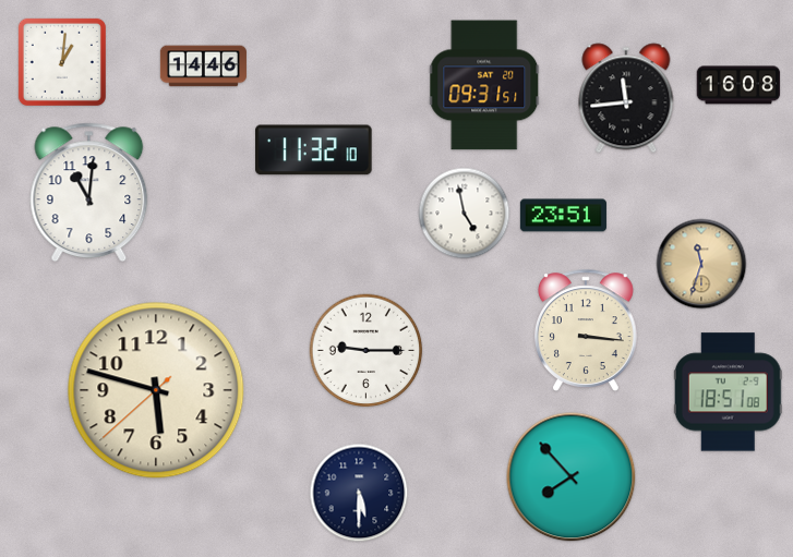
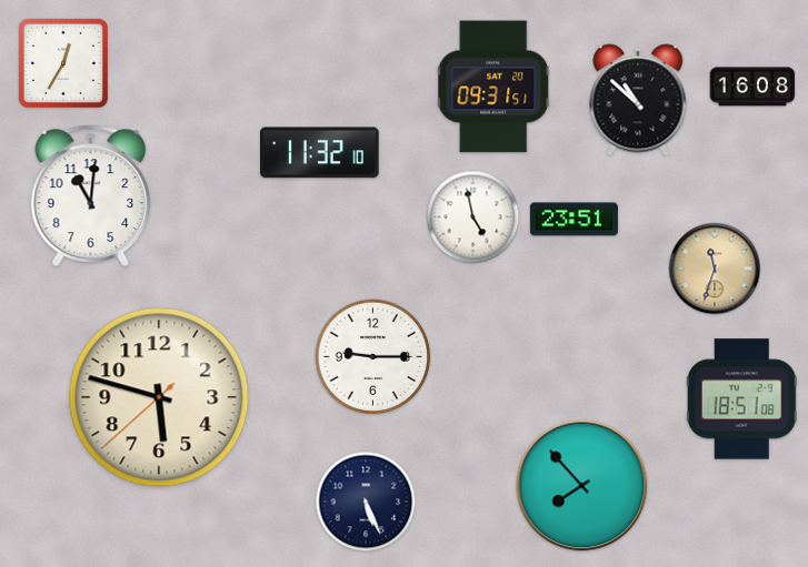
clock at (62, 62): 1:01 -> 12:35
clock at (203, 66): 14:46 -> none
clock at (626, 98): 11:44 -> 10:52
clock at (586, 330): 3:16 -> none
clock at (359, 493): 5:30 -> 5:26
